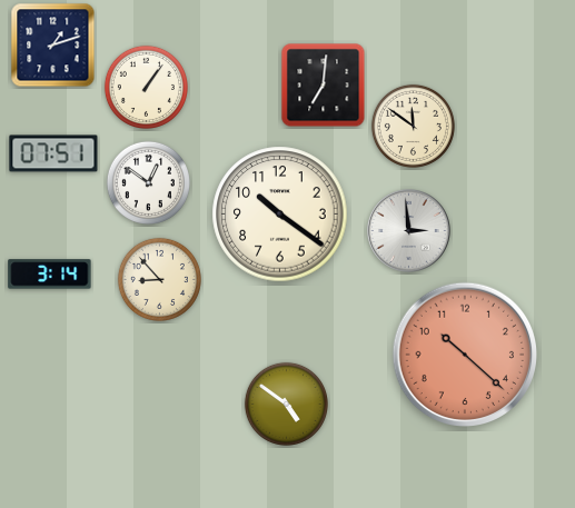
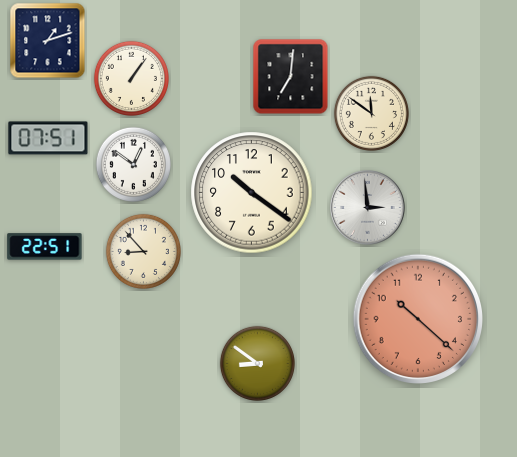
clock at (50, 275): 3:14 -> 22:51
clock at (286, 404): 4:51 -> 8:51
